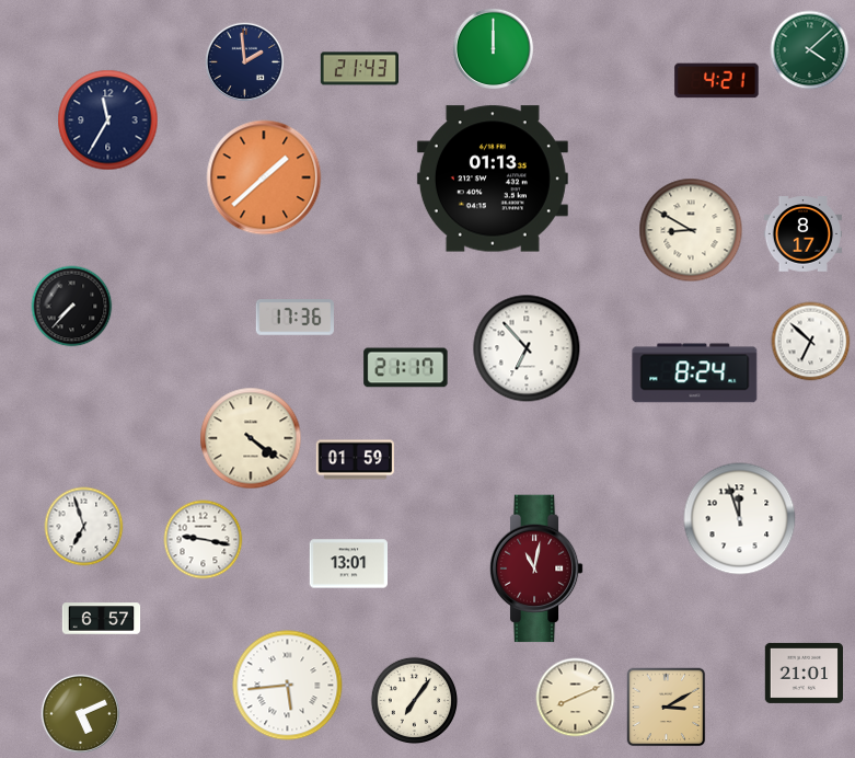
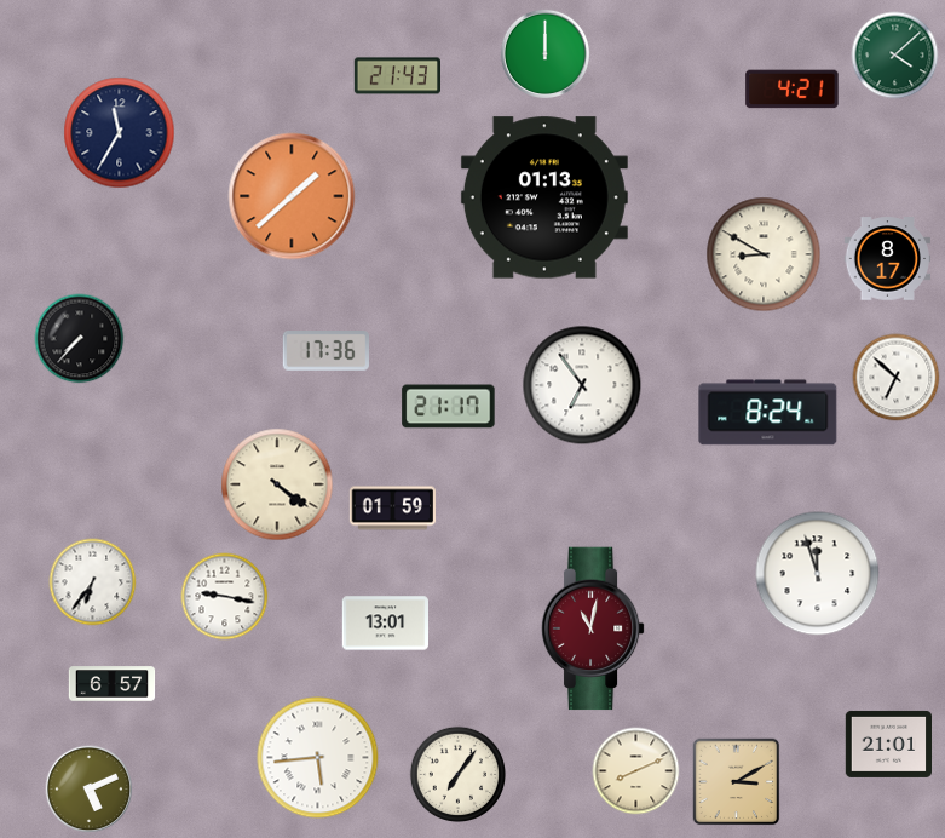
clock at (245, 62): 1:59 -> none
clock at (527, 348): 6:53 -> 6:54
clock at (84, 527): 6:57 -> 6:36
